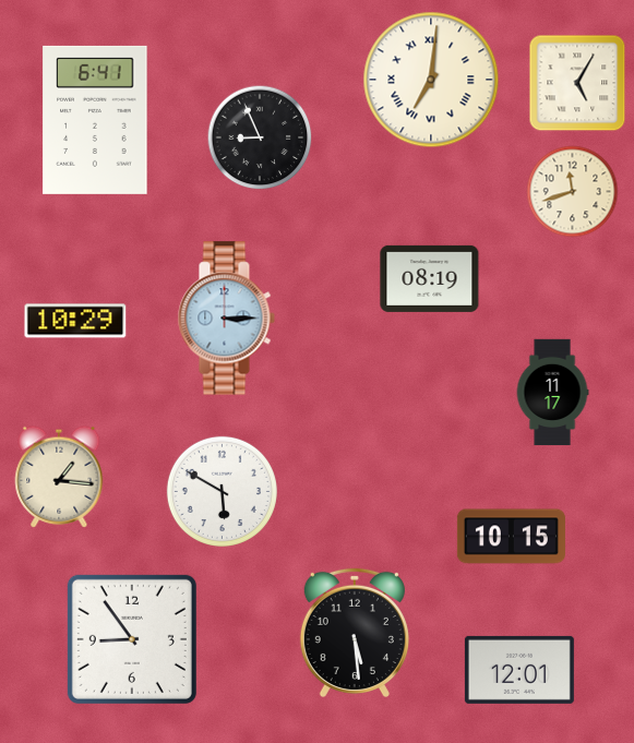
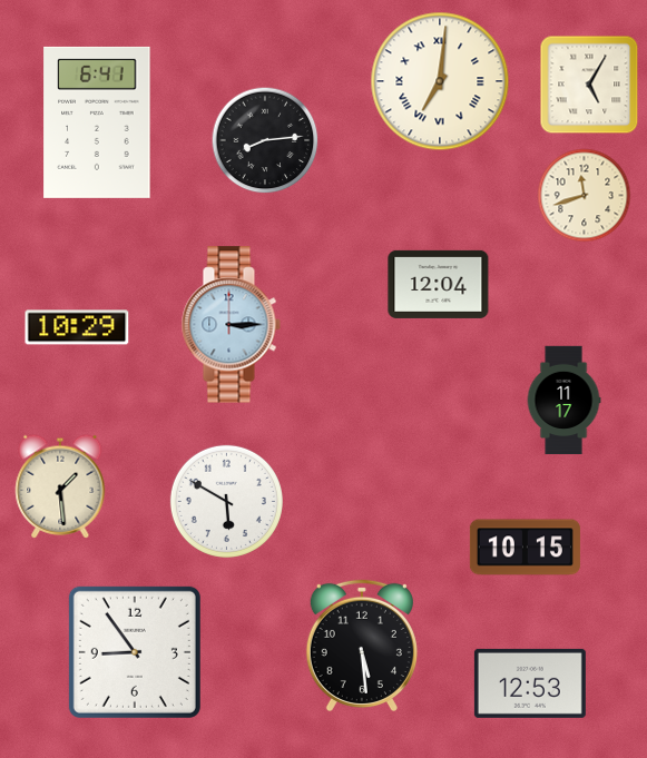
clock at (260, 137): 8:56 -> 8:14
clock at (430, 278): 08:19 -> 12:04
clock at (59, 477): 1:16 -> 1:29
clock at (511, 537) position: (511, 537) -> (525, 548)
clock at (519, 670): 12:01 -> 12:53
